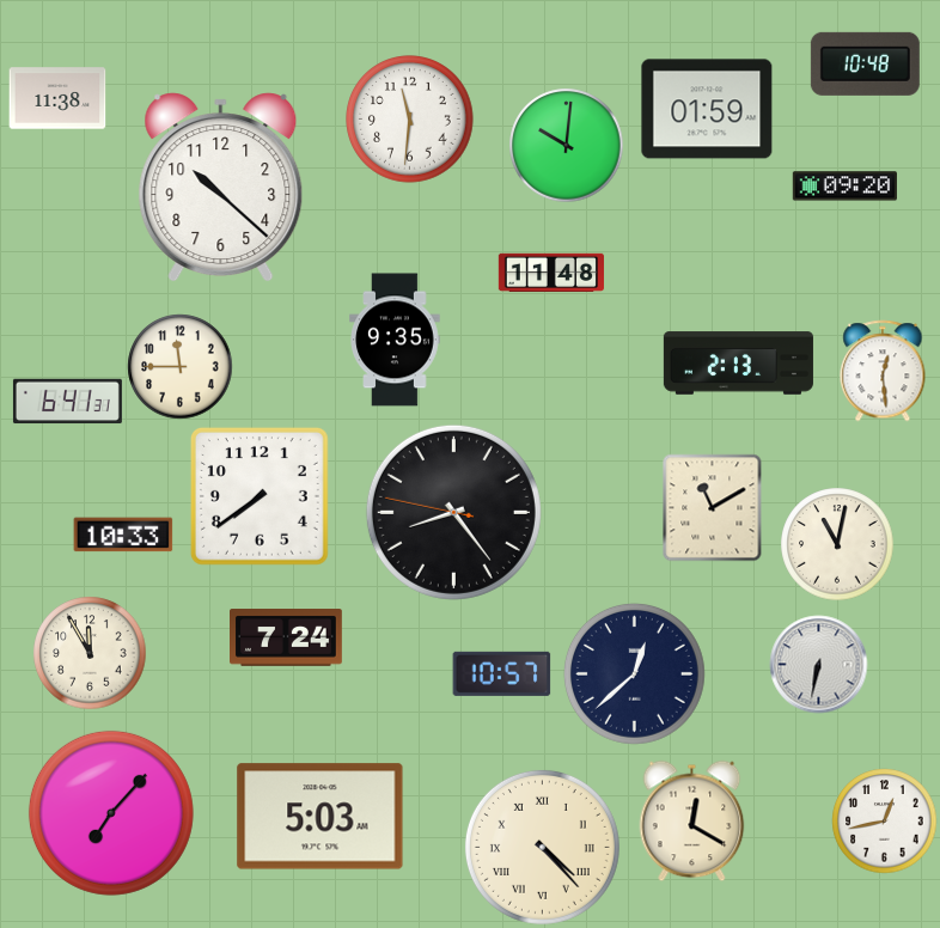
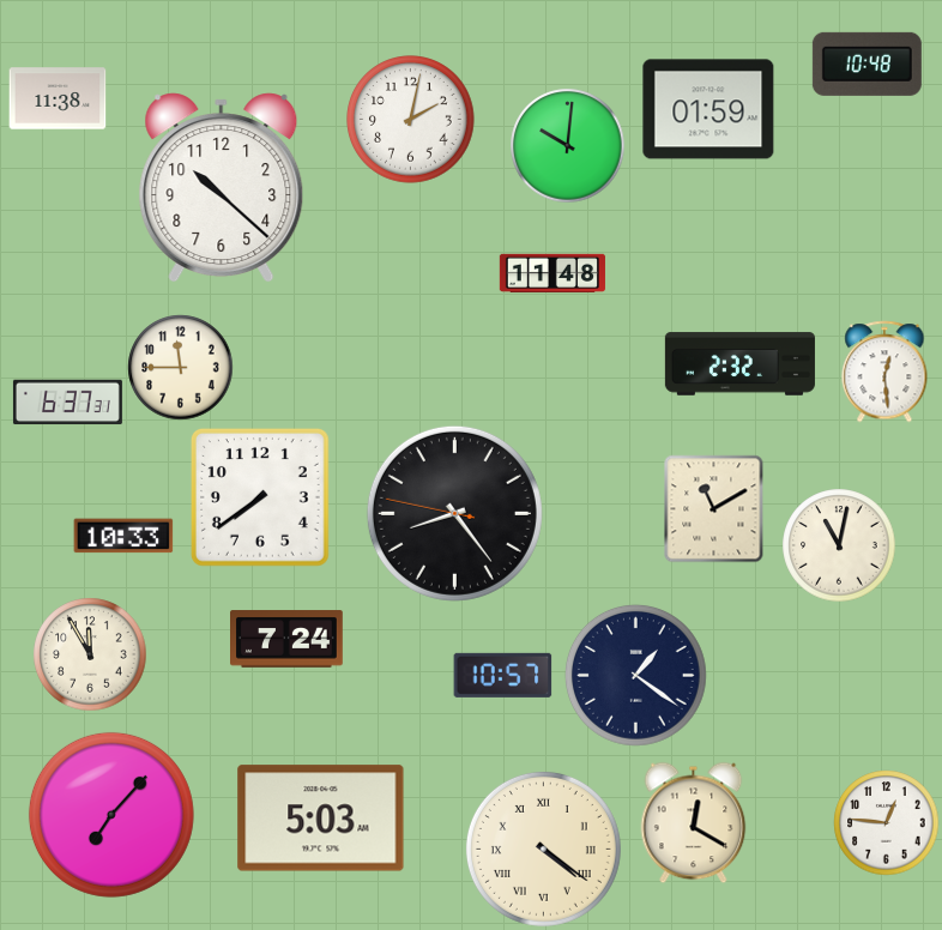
clock at (410, 120): 11:31 -> 2:02
clock at (844, 187): 09:20 -> none
clock at (395, 340): 9:35 -> none
clock at (738, 364): 2:13 -> 2:32
clock at (67, 402): 6:41 -> 6:37
clock at (819, 665): 6:32 -> none
clock at (634, 673): 12:38 -> 1:21
clock at (885, 822): 12:43 -> 12:46
clock at (542, 847): 4:23 -> 4:21
